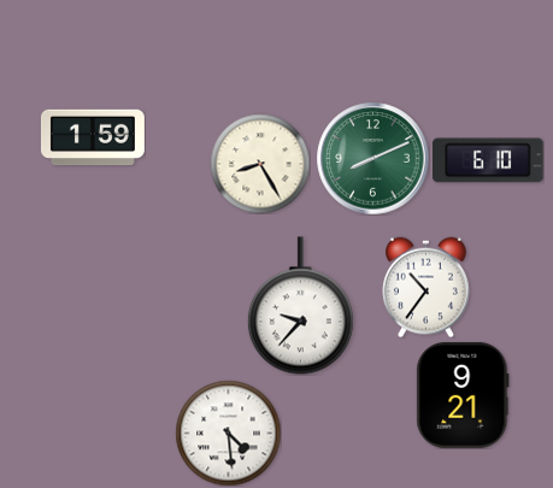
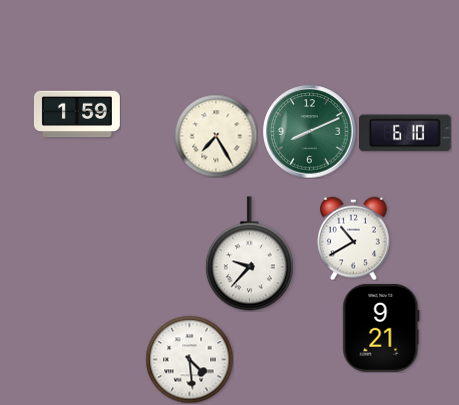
clock at (260, 164): 8:25 -> 7:25
clock at (426, 287): 10:36 -> 10:40
clock at (463, 395) position: (463, 395) -> (381, 328)
